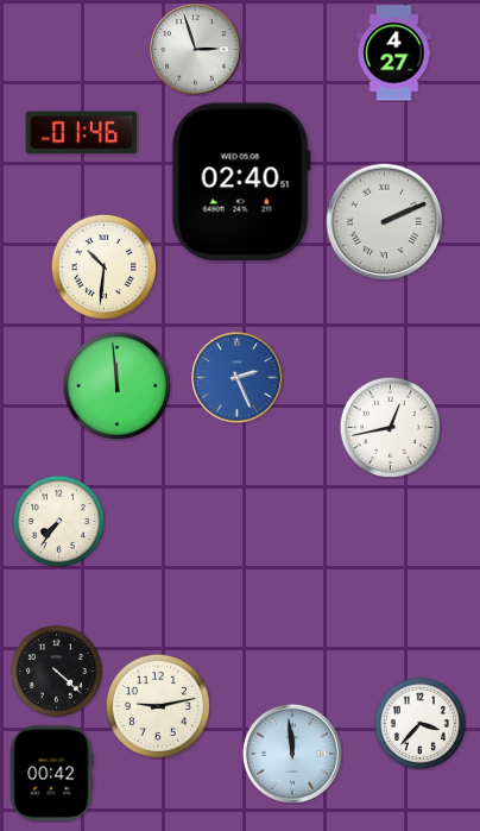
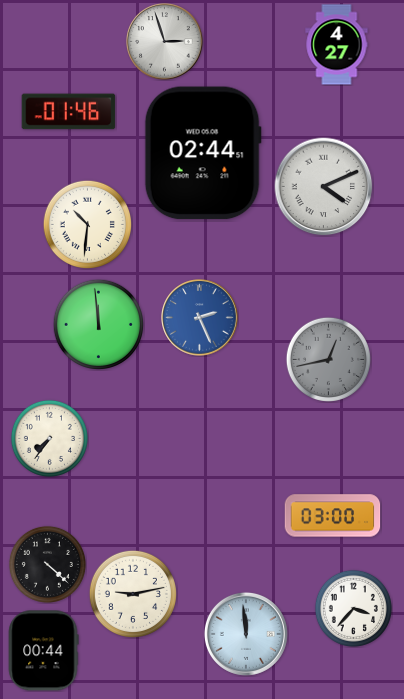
clock at (394, 53) position: (394, 53) -> (337, 45)
clock at (241, 182): 02:40 -> 02:44
clock at (385, 222): 2:11 -> 4:11
clock at (390, 427) dial: white -> grey
clock at (333, 516): none -> 03:00
clock at (51, 774): 00:42 -> 00:44
